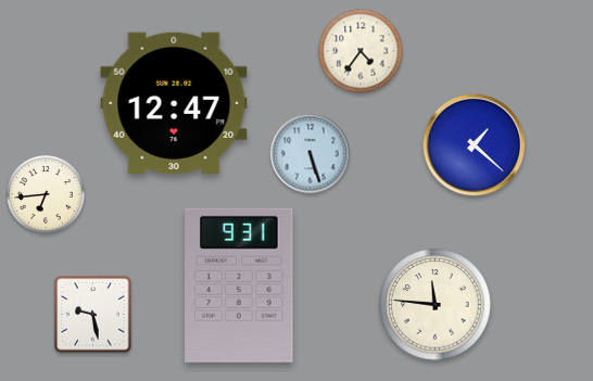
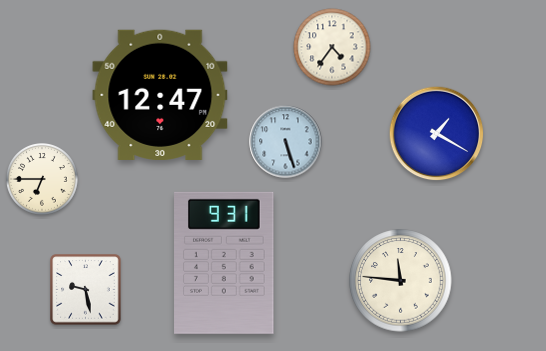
clock at (475, 145): 1:22 -> 1:20
clock at (47, 195): 6:44 -> 6:45
clock at (239, 285) position: (239, 285) -> (224, 263)
